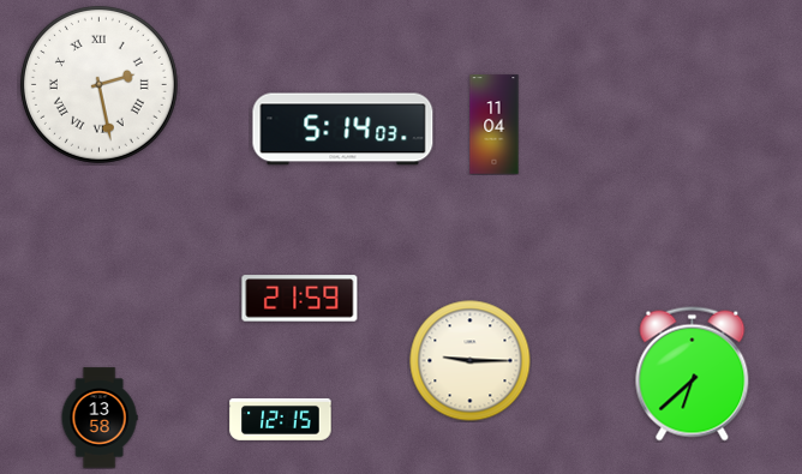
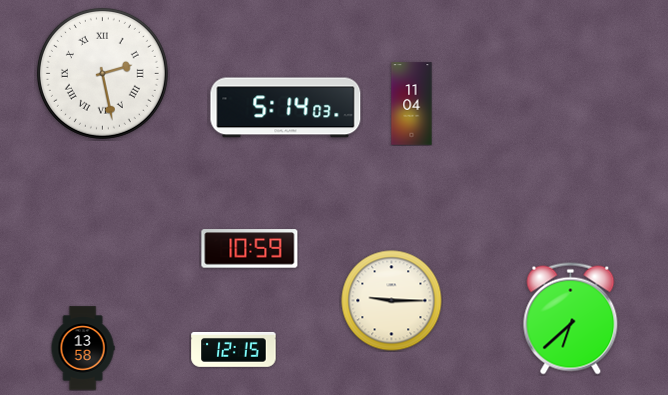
clock at (98, 84) position: (98, 84) -> (102, 73)
clock at (300, 299): 21:59 -> 10:59
clock at (693, 374) position: (693, 374) -> (571, 319)
